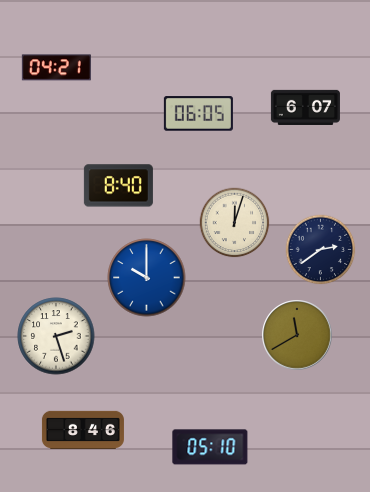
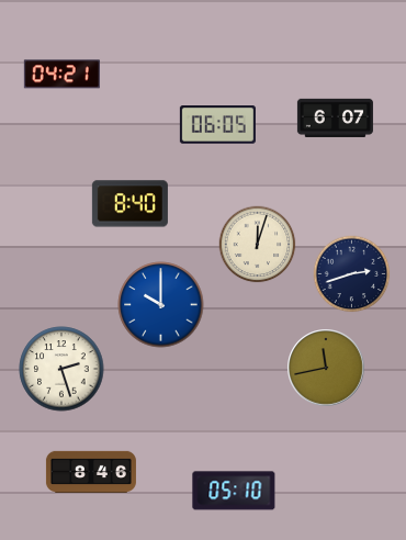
clock at (321, 250): 2:39 -> 2:42
clock at (298, 336): 11:40 -> 11:43
clock at (210, 447) position: (210, 447) -> (234, 491)
